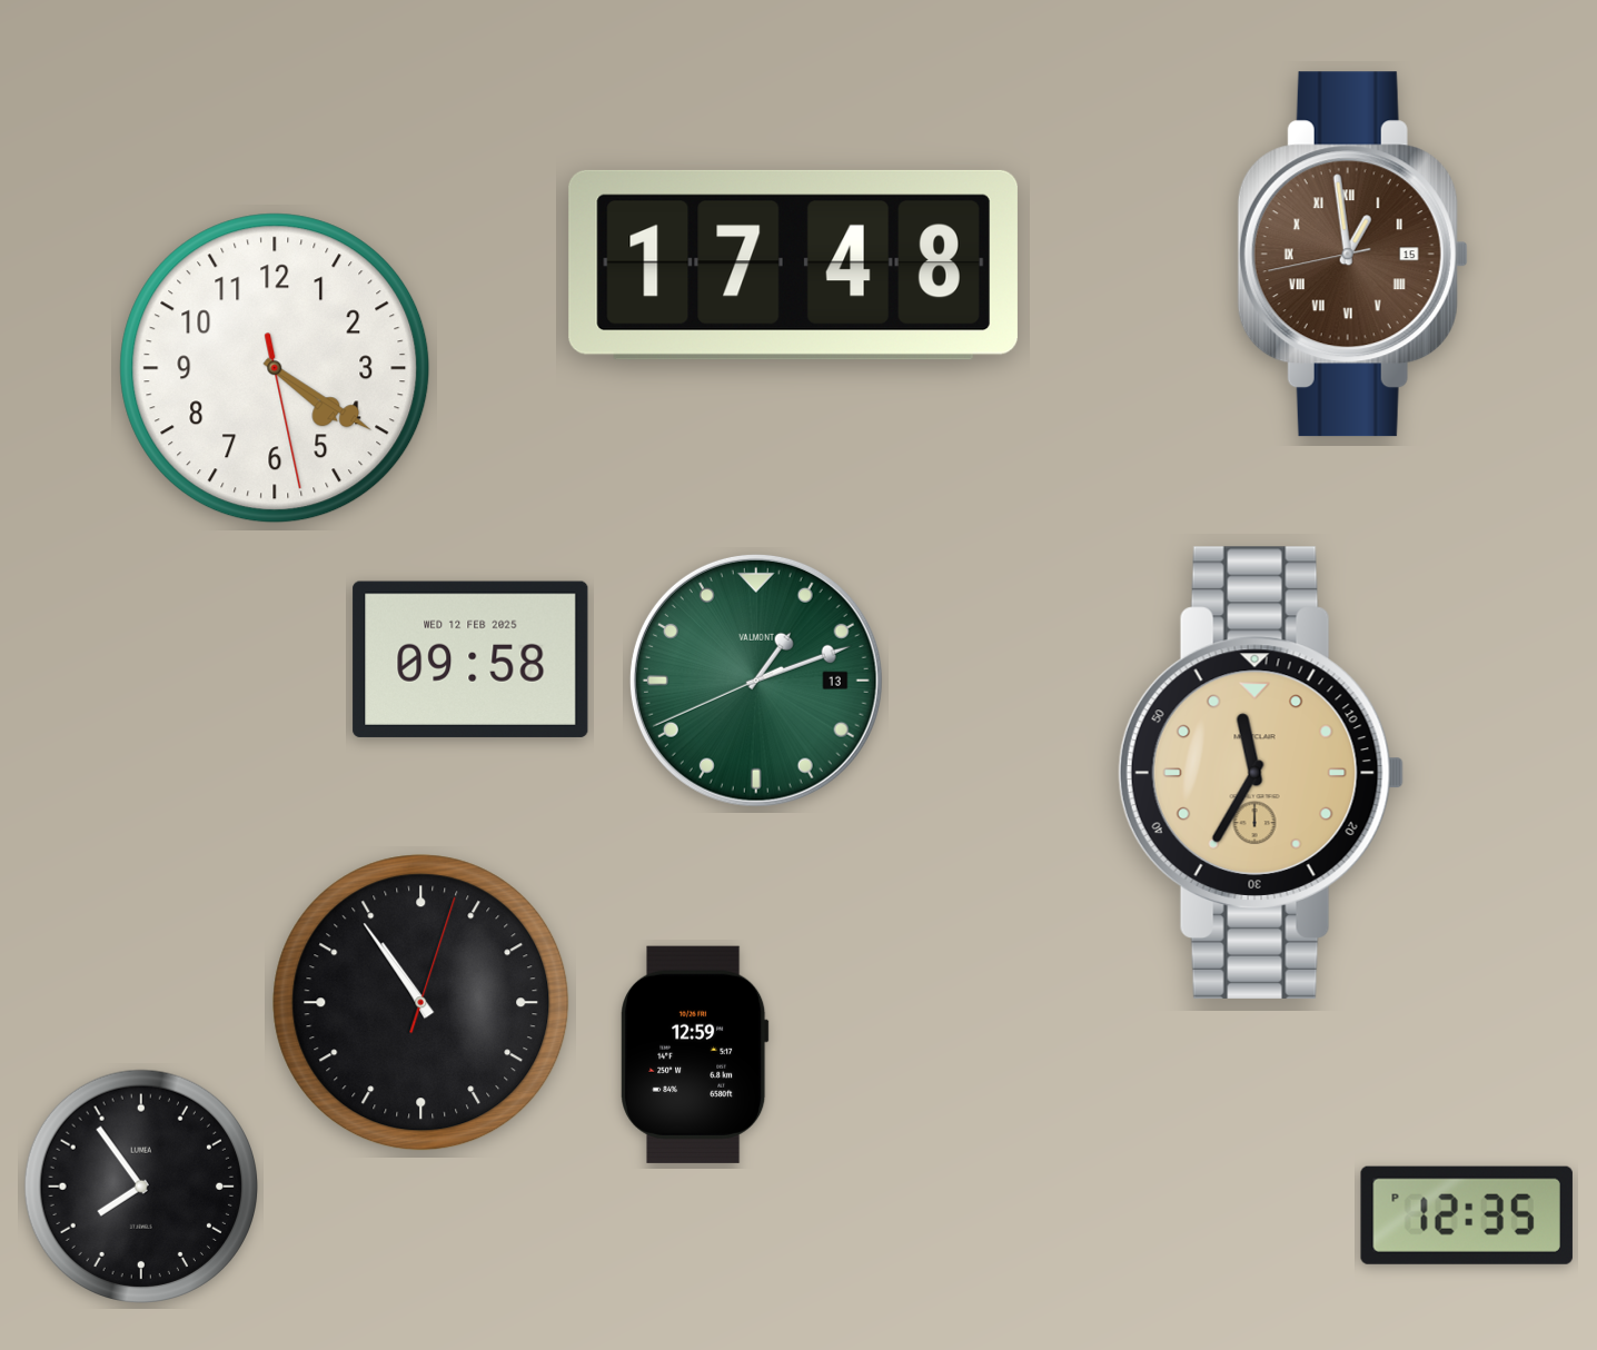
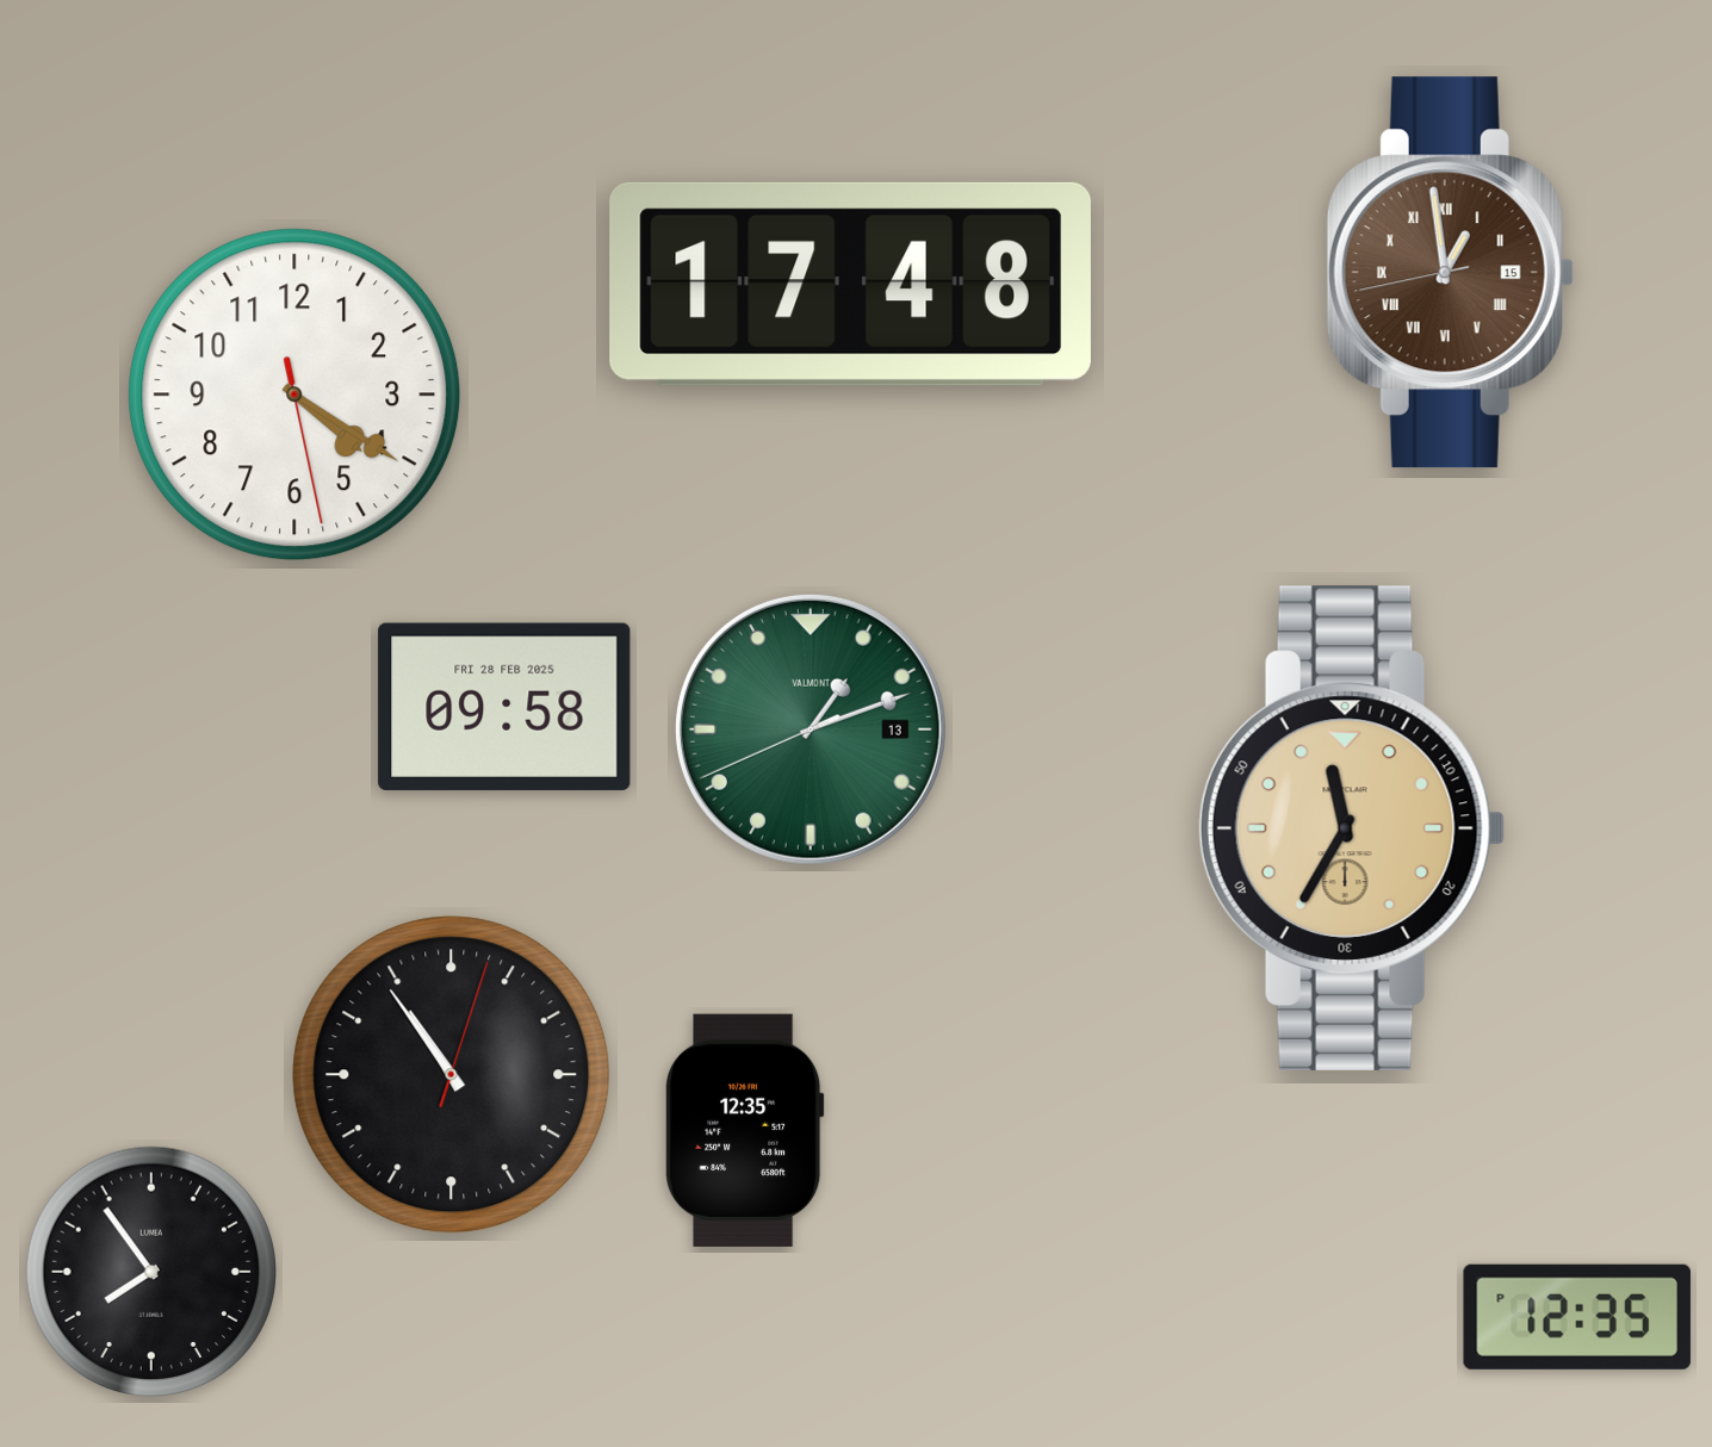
clock at (470, 659) date: WED 12 FEB 2025 -> FRI 28 FEB 2025
clock at (695, 1054): 12:59 -> 12:35
clock at (1467, 1215) position: (1467, 1215) -> (1577, 1317)
